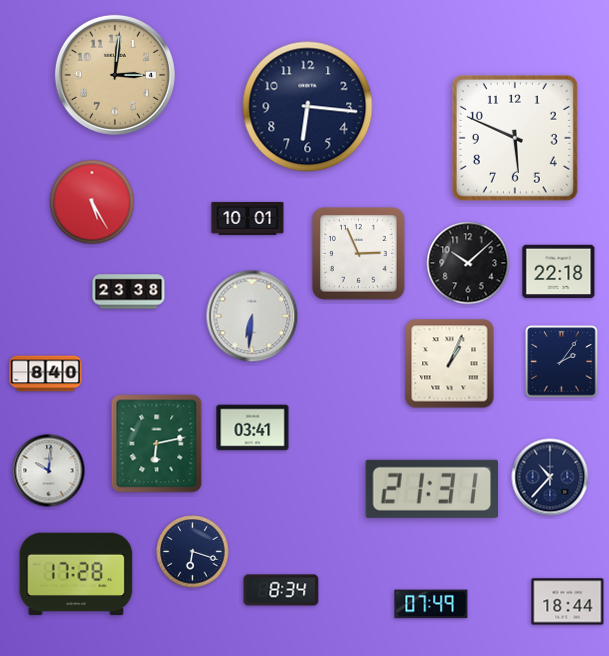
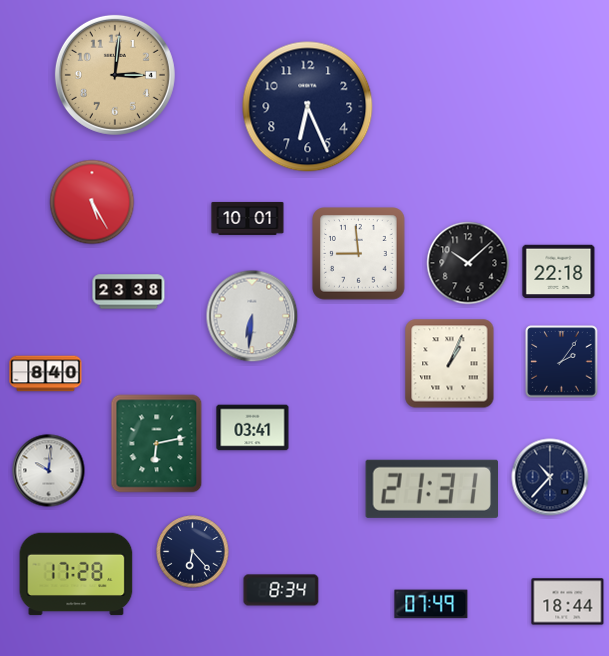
clock at (308, 107): 6:16 -> 6:26
clock at (515, 138): 5:49 -> none
clock at (359, 254): 2:56 -> 8:59
clock at (193, 552): 6:18 -> 6:23
